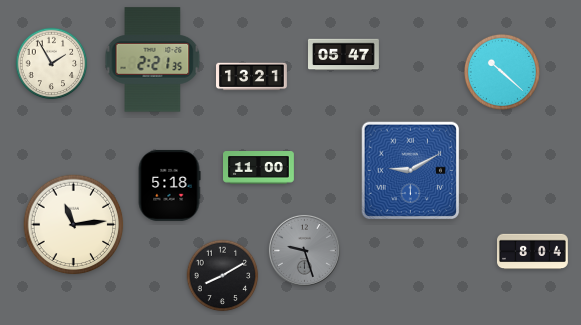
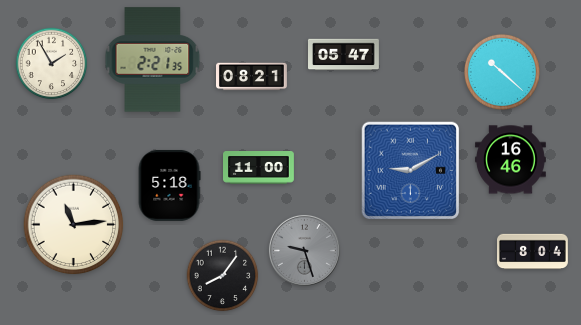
clock at (252, 77): 13:21 -> 08:21
clock at (510, 160): none -> 16:46
clock at (223, 276): 8:10 -> 8:06
